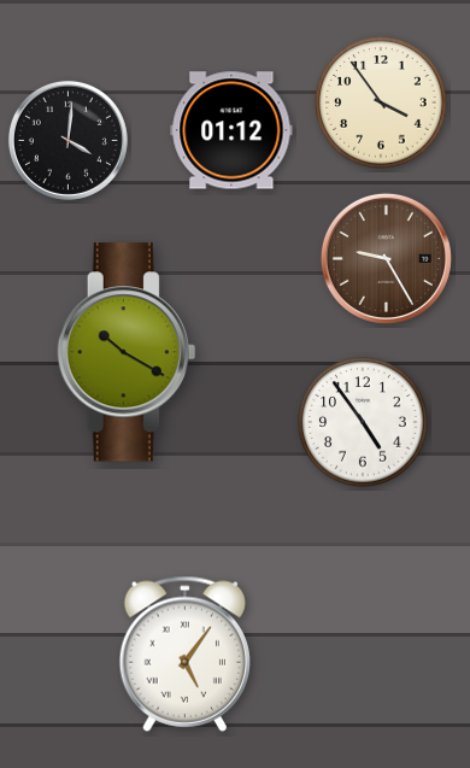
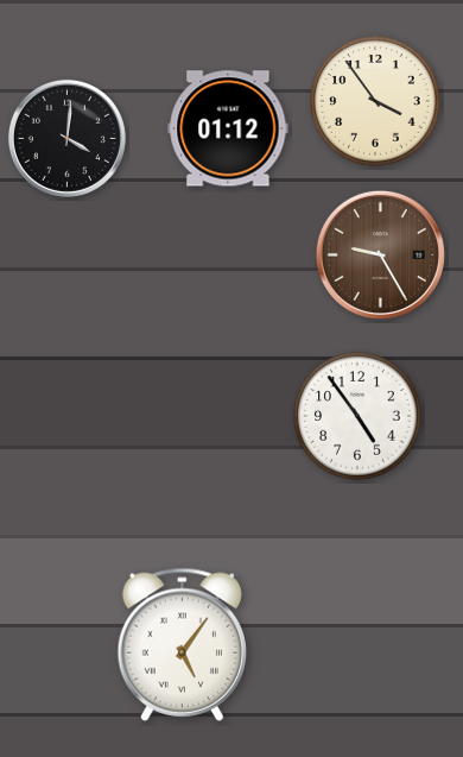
clock at (127, 352): 10:20 -> none
